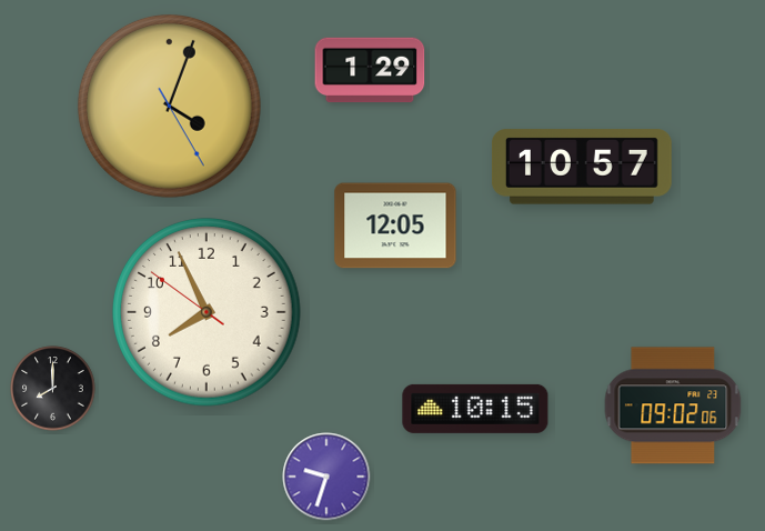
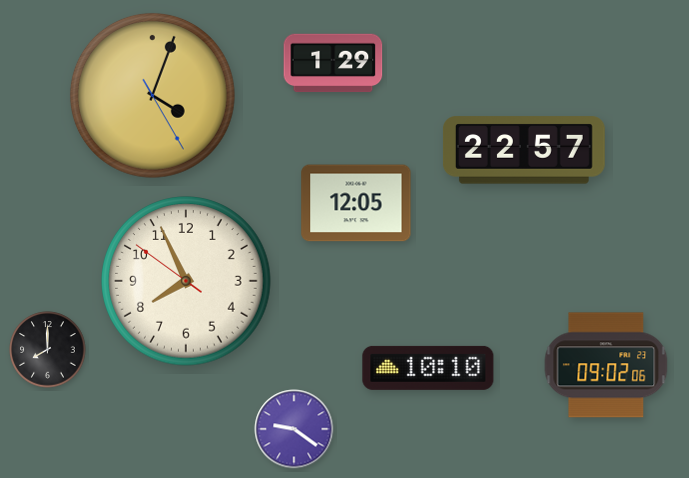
clock at (582, 167): 10:57 -> 22:57
clock at (475, 409): 10:15 -> 10:10
clock at (326, 477): 9:33 -> 9:21
